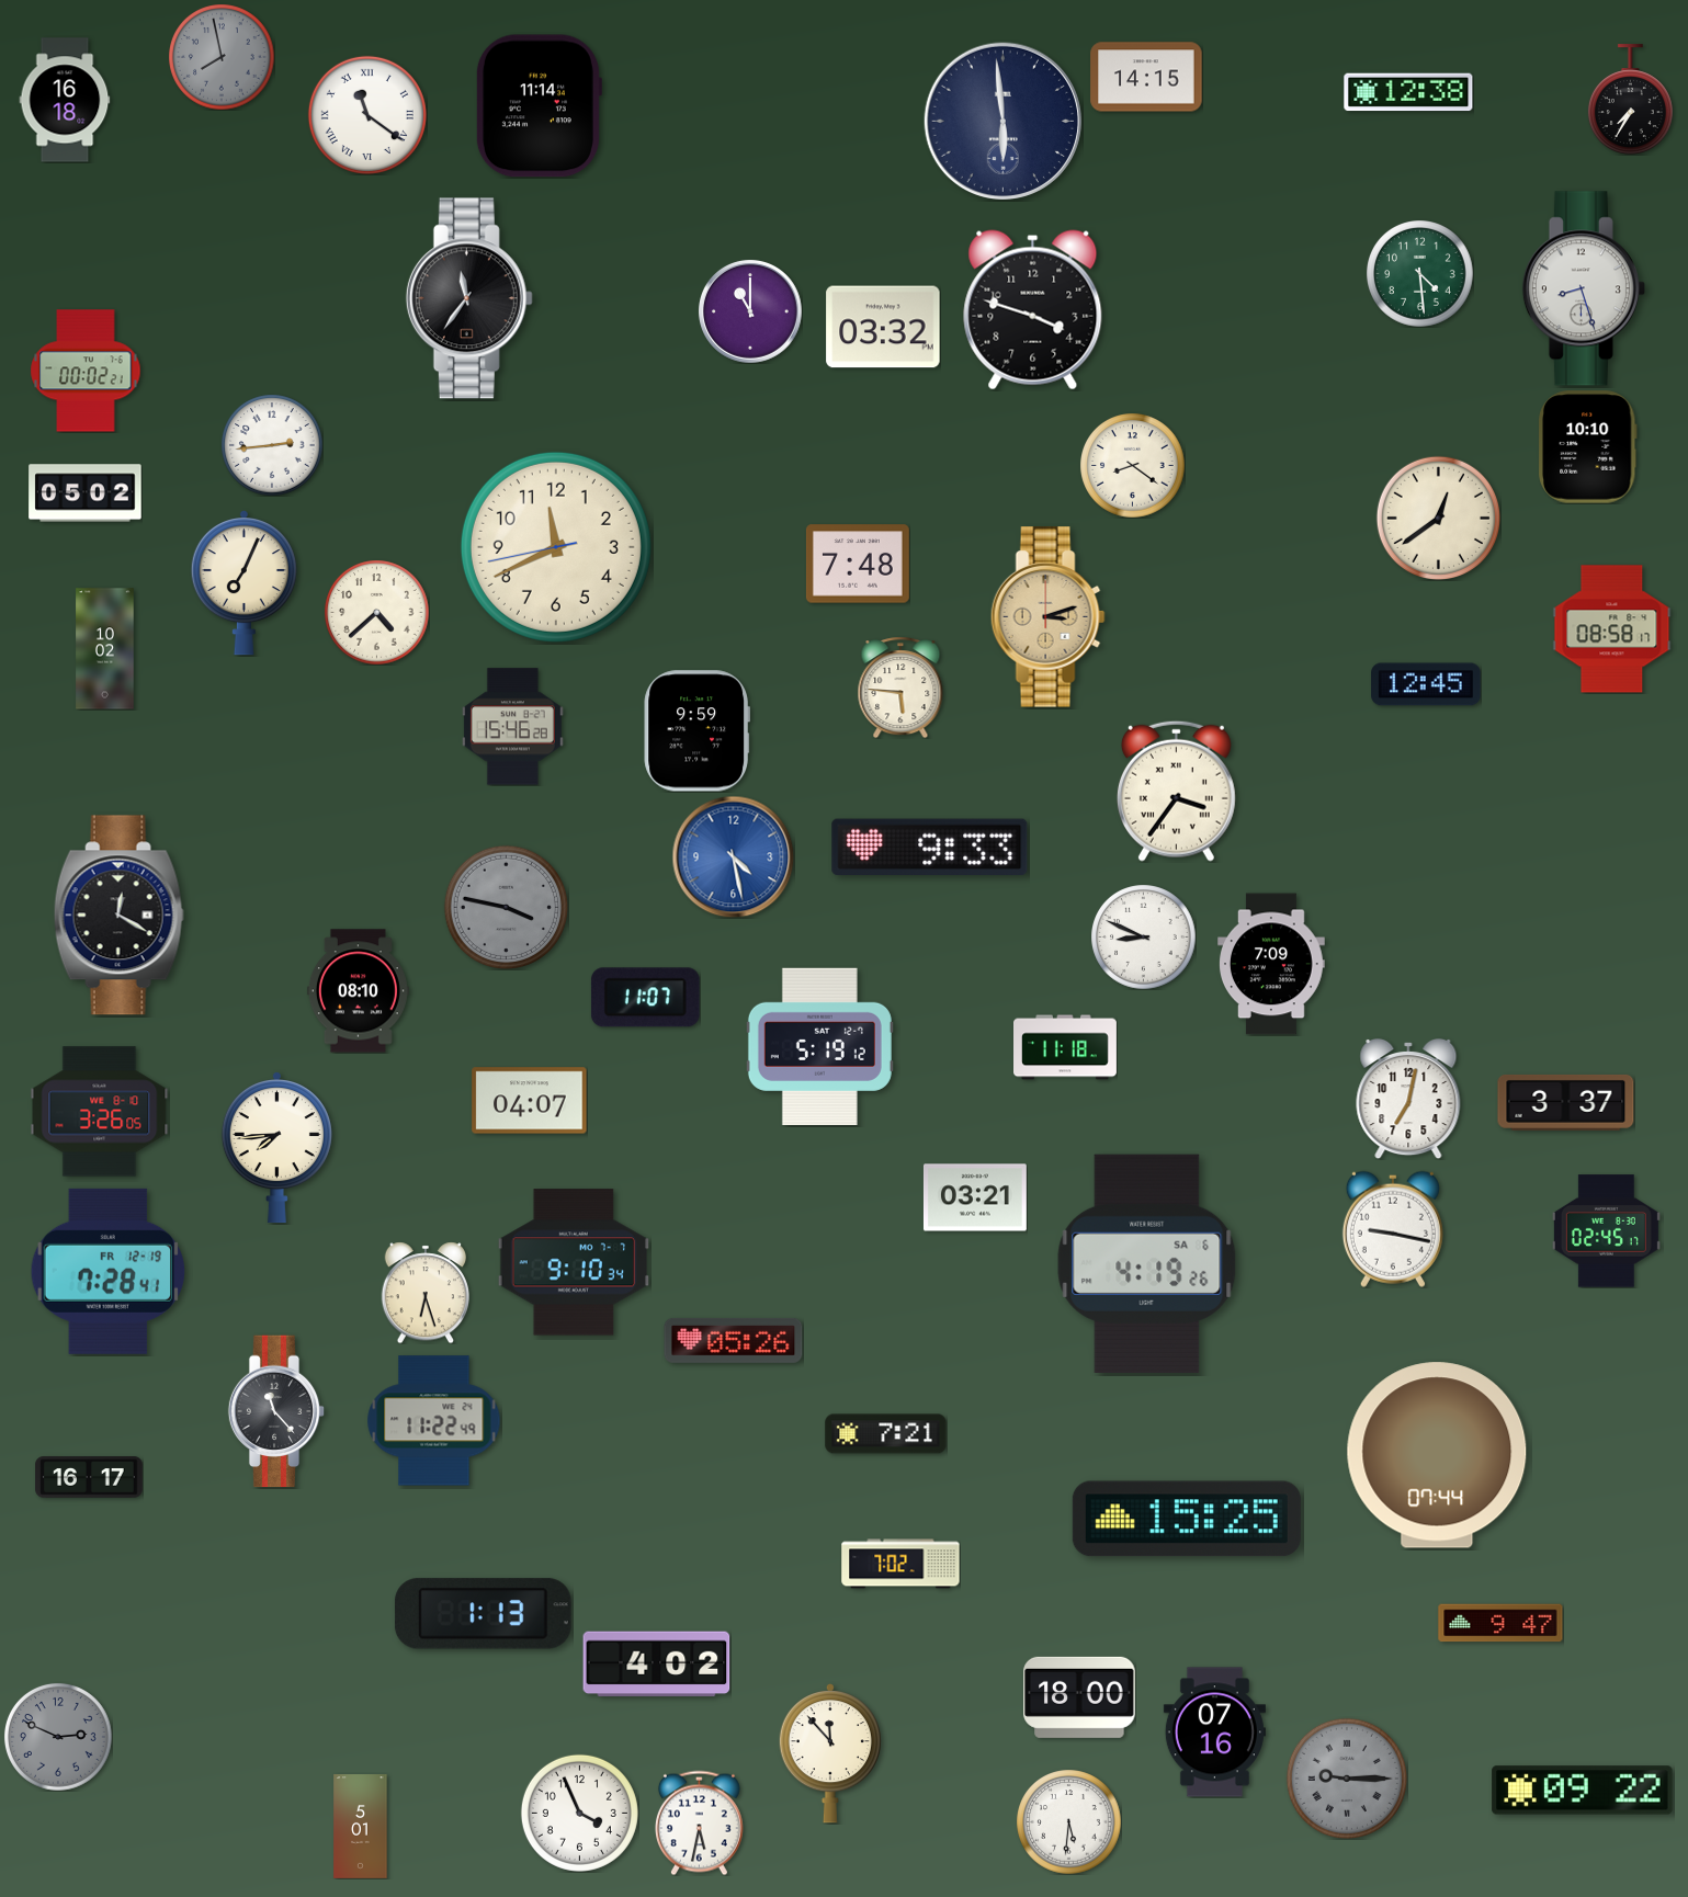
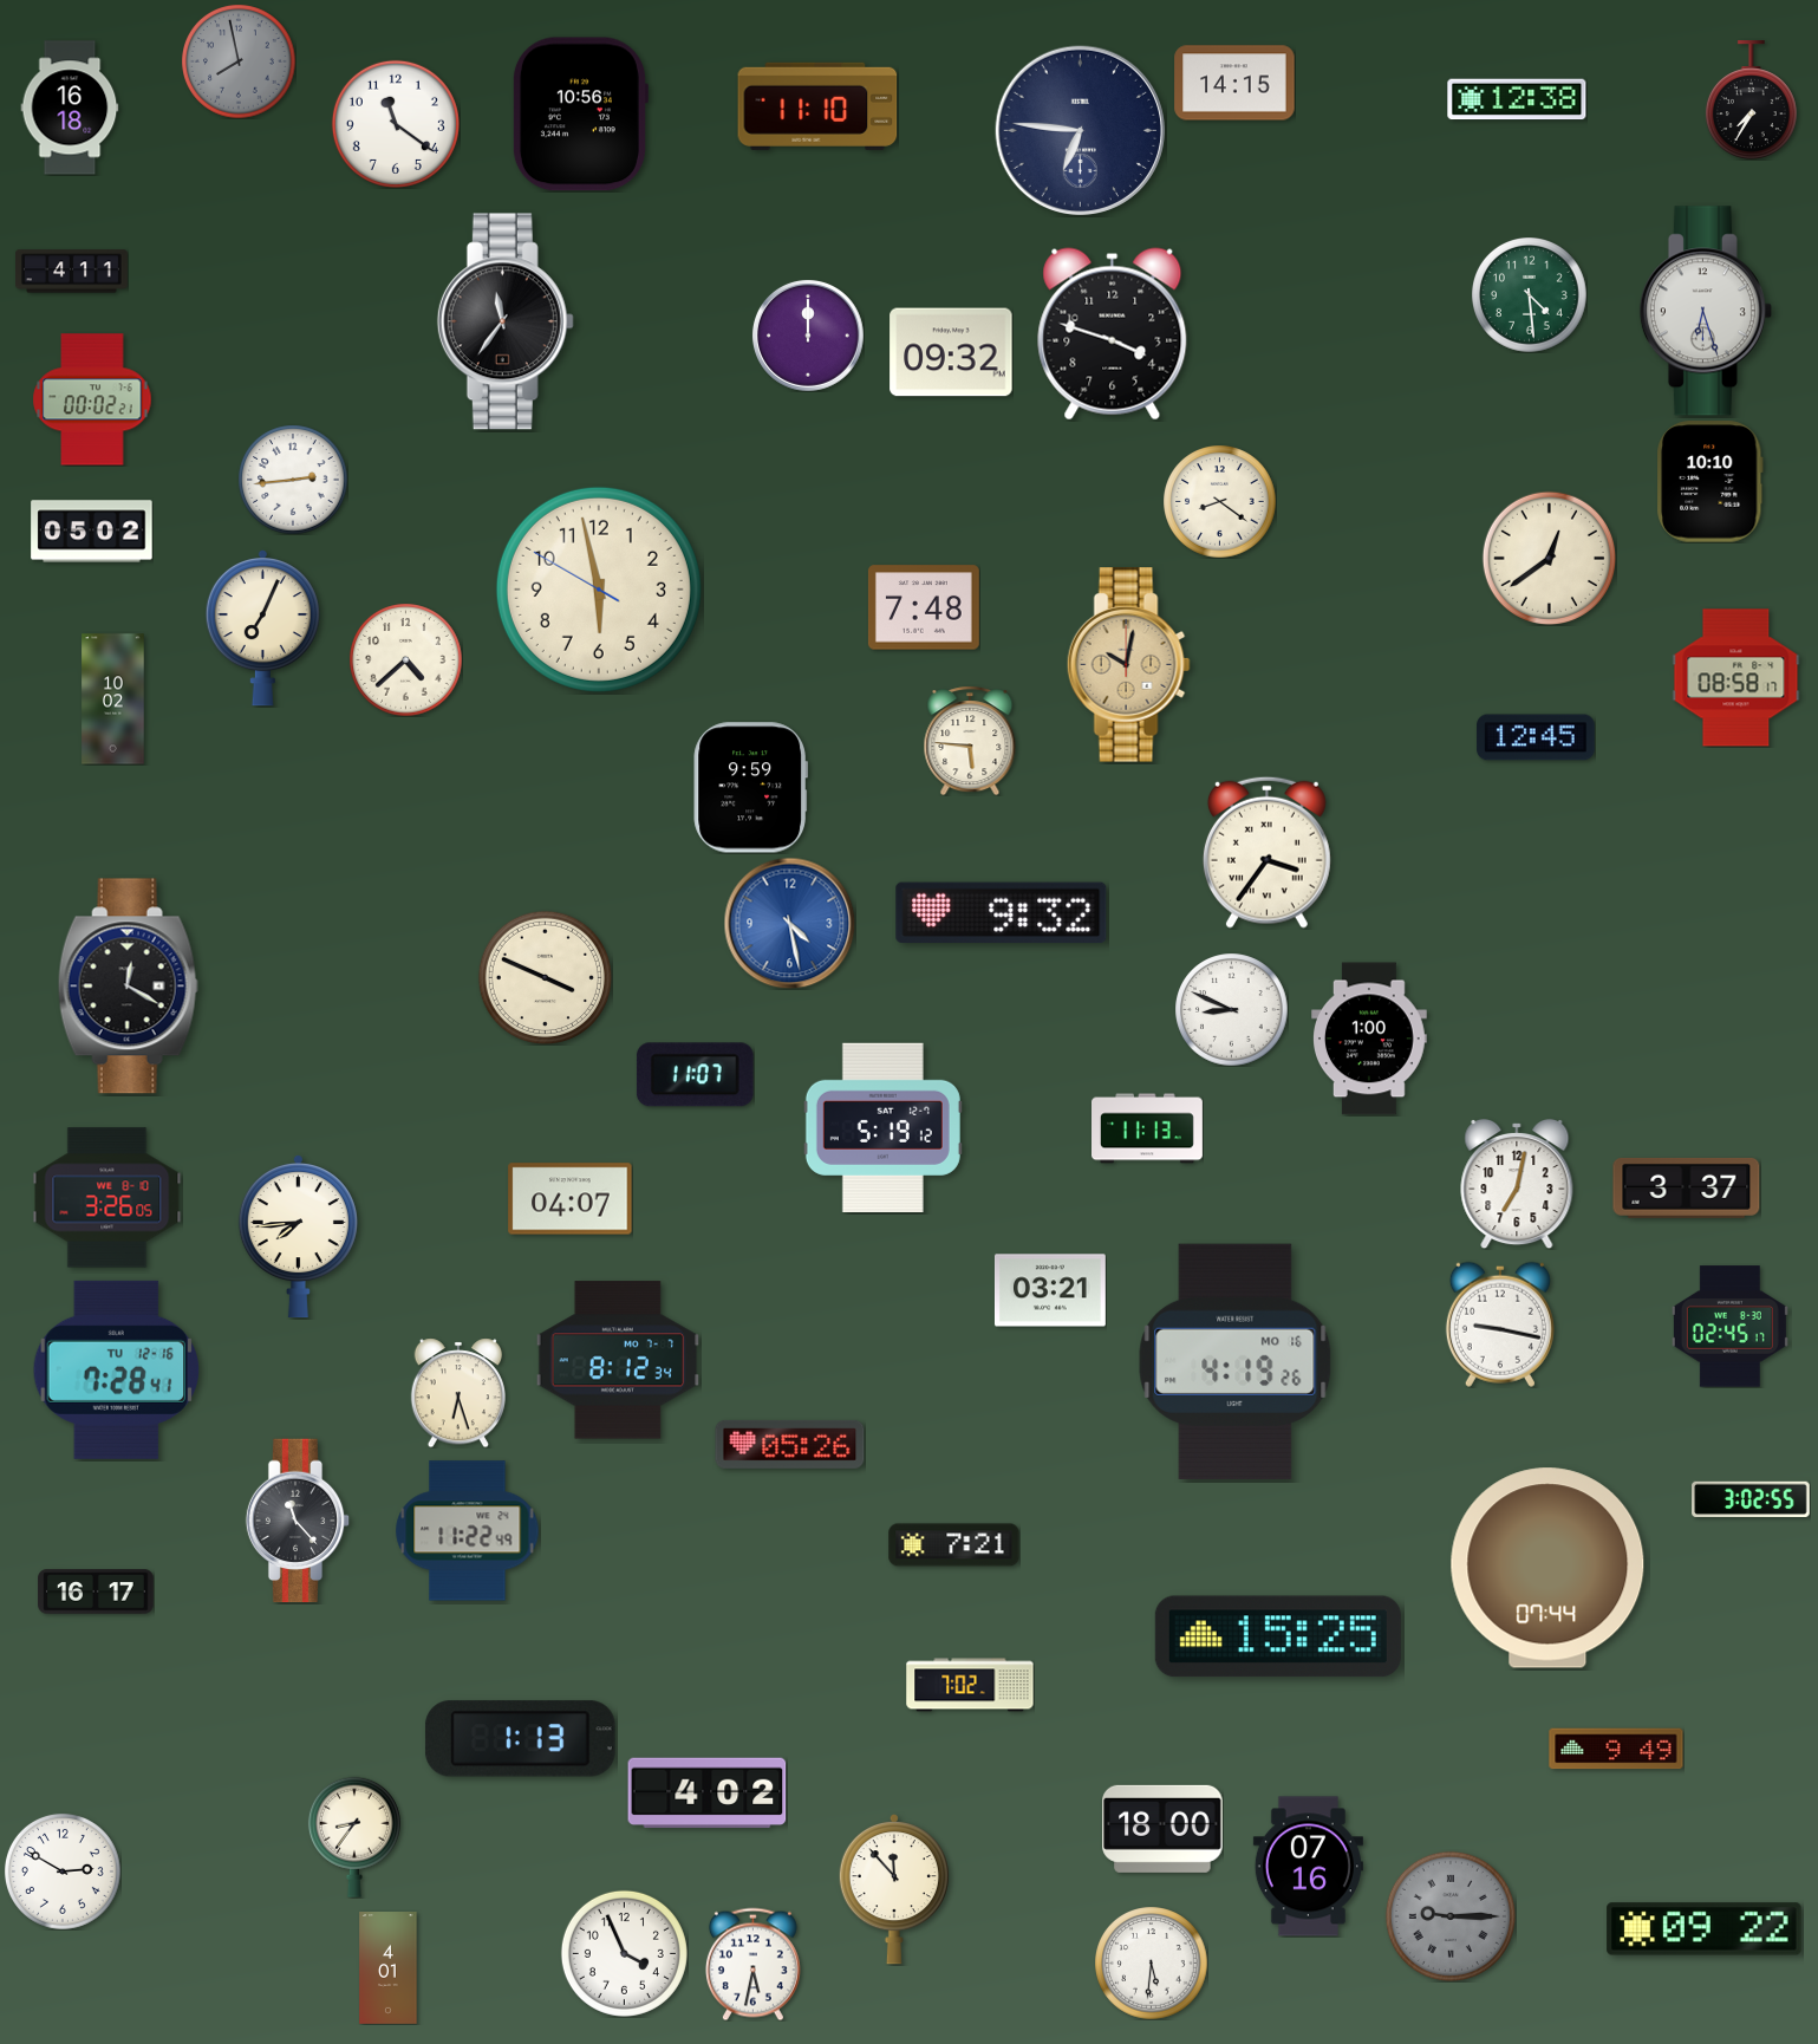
clock at (817, 106): none -> 11:10
clock at (1630, 100) position: (1630, 100) -> (1751, 100)
clock at (539, 106): 11:14 -> 10:56
clock at (367, 115) numerals: Roman -> Arabic
clock at (1002, 121): 5:59 -> 6:46
clock at (72, 272): none -> 4:11
clock at (1584, 288): 8:27 -> 6:27
clock at (750, 311): 11:00 -> 12:00
clock at (883, 327): 03:32 -> 09:32
clock at (556, 547): 11:40 -> 5:57
clock at (1047, 617): 3:12 -> 10:02
clock at (512, 727): 15:46 -> none
clock at (930, 848): 9:33 -> 9:32
clock at (506, 907): 3:47 -> 3:49
clock at (506, 907) dial: grey -> cream
clock at (1272, 964): 7:09 -> 1:00
clock at (358, 991): 08:10 -> none
clock at (1066, 1047): 11:18 -> 11:13
clock at (530, 1101) position: (530, 1101) -> (571, 1199)
clock at (574, 1262): 9:10 -> 8:12
clock at (1147, 1263) date: SA 6 -> MO 16
clock at (107, 1271) date: FR 12-19 -> TU 12-16
clock at (1751, 1498): none -> 3:02
clock at (1500, 1623): 9:47 -> 9:49
clock at (354, 1837): none -> 8:36
clock at (58, 1737): 2:49 -> 2:50
clock at (58, 1737) dial: grey -> white
clock at (361, 1827): 5:01 -> 4:01
